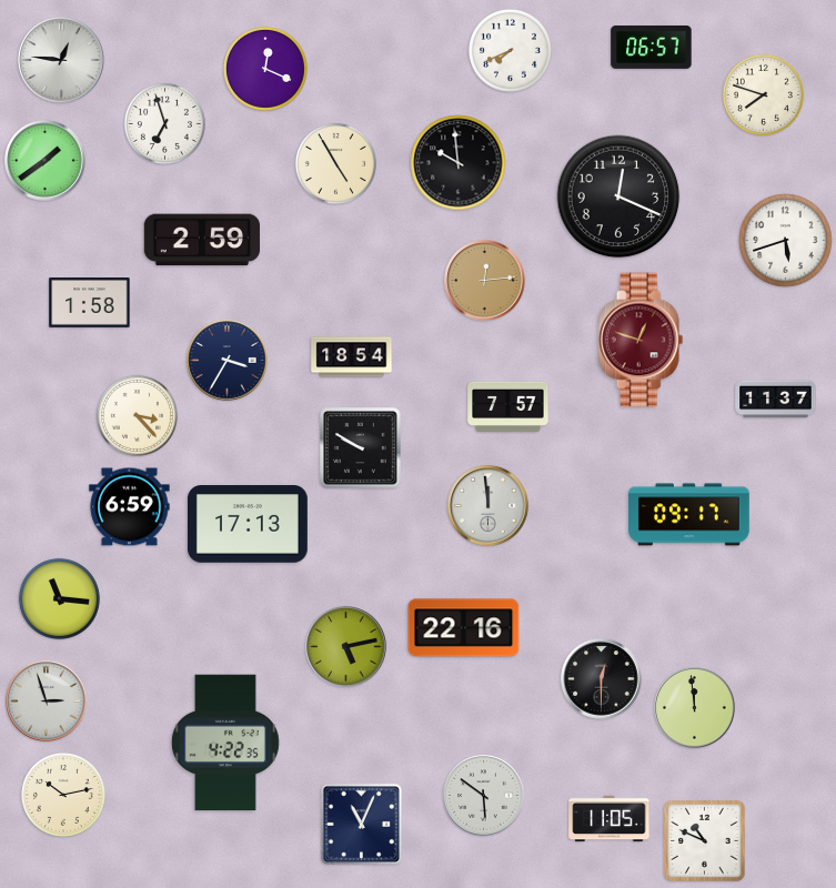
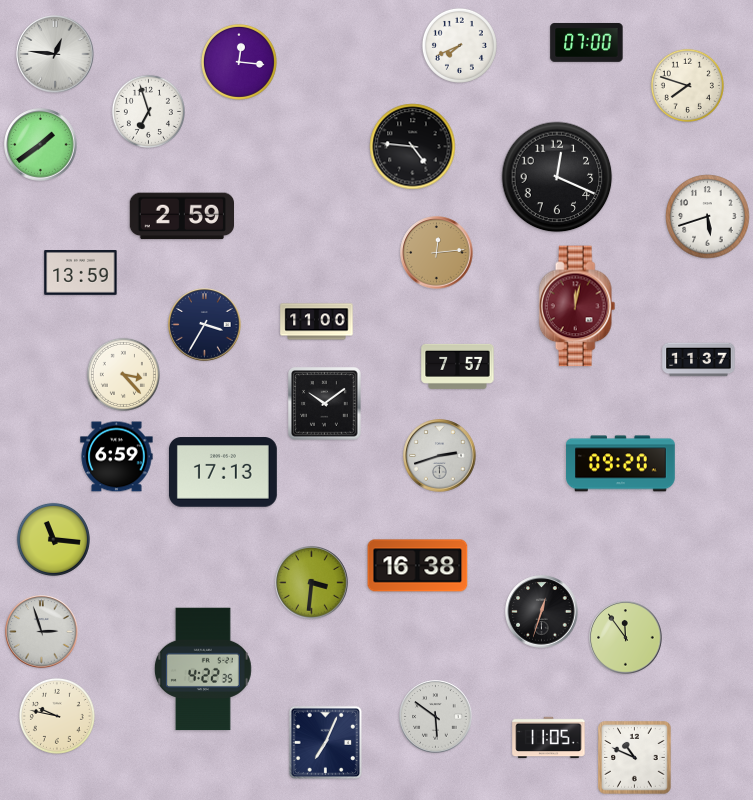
clock at (652, 47): 06:57 -> 07:00
clock at (265, 69): 12:19 -> 12:16
clock at (335, 163): 4:55 -> none
clock at (459, 163): 9:59 -> 4:46
clock at (90, 303): 1:58 -> 13:59
clock at (641, 340): 12:48 -> 12:02
clock at (352, 357): 18:54 -> 11:00
clock at (361, 448): 9:50 -> 10:09
clock at (488, 506): 11:59 -> 2:42
clock at (689, 515): 09:17 -> 09:20
clock at (464, 628): 22:16 -> 16:38
clock at (346, 647): 5:13 -> 3:31
clock at (602, 679): 12:30 -> 12:33
clock at (695, 708): 11:59 -> 11:54
clock at (63, 795): 10:13 -> 9:47
clock at (361, 824): 11:04 -> 7:04
